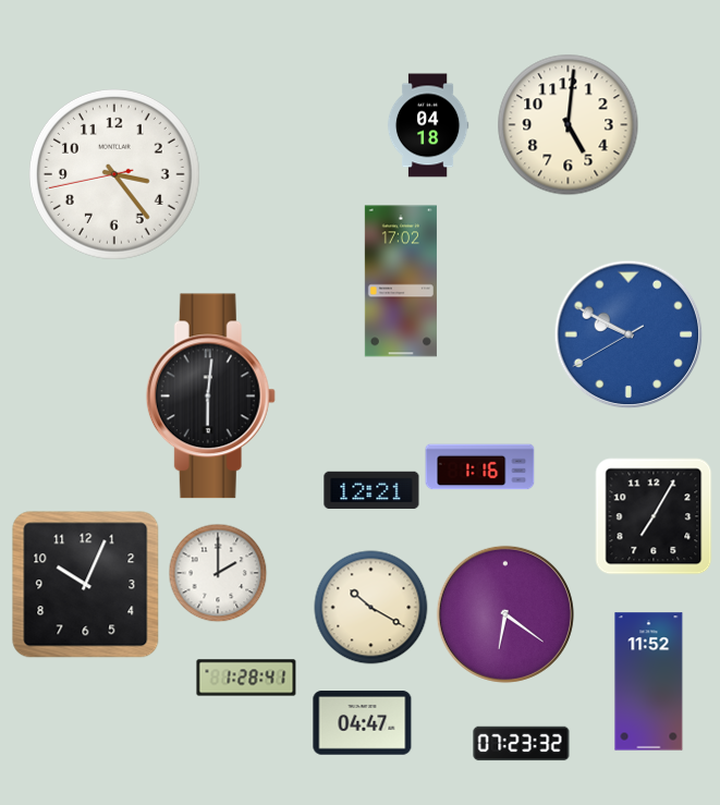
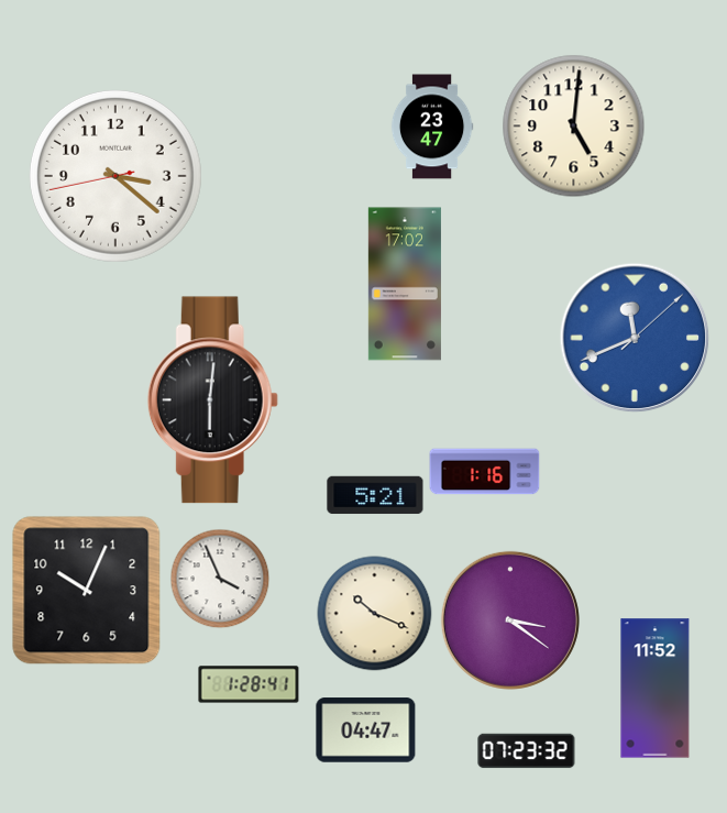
clock at (428, 125): 04:18 -> 23:47
clock at (114, 174): 3:23 -> 3:21
clock at (629, 334): 9:49 -> 11:41
clock at (371, 490): 12:21 -> 5:21
clock at (654, 516): 7:05 -> none
clock at (218, 573): 2:00 -> 3:56
clock at (371, 608): 10:20 -> 10:19
clock at (505, 614): 6:21 -> 3:21
